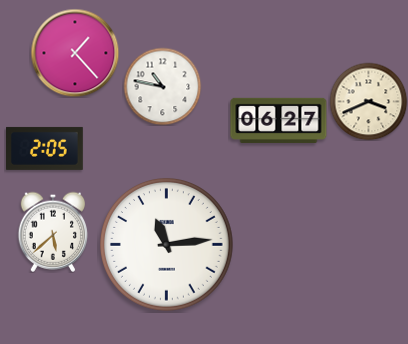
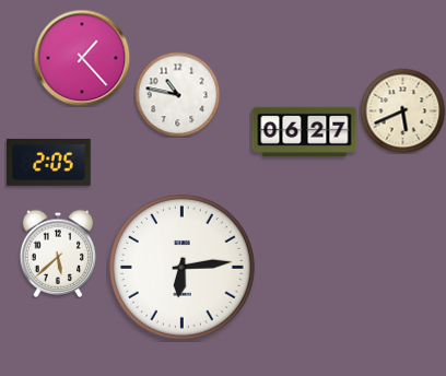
clock at (368, 101): 3:41 -> 5:41
clock at (166, 244): 11:14 -> 6:14
